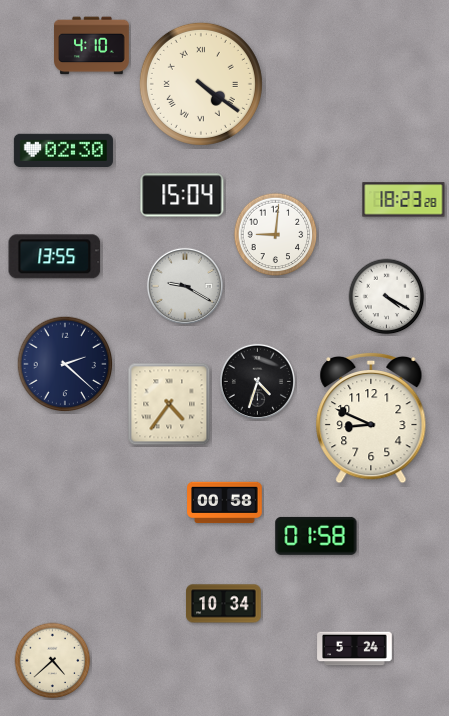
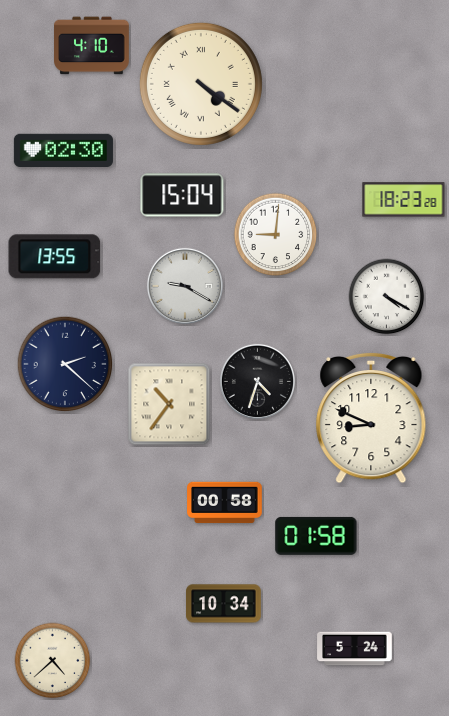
clock at (169, 404): 4:36 -> 10:36
